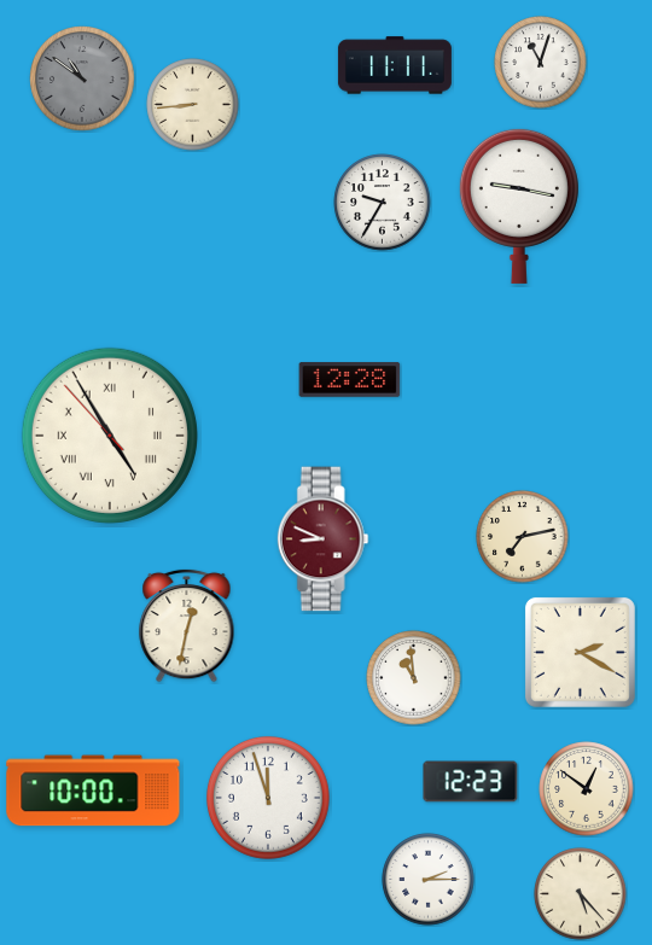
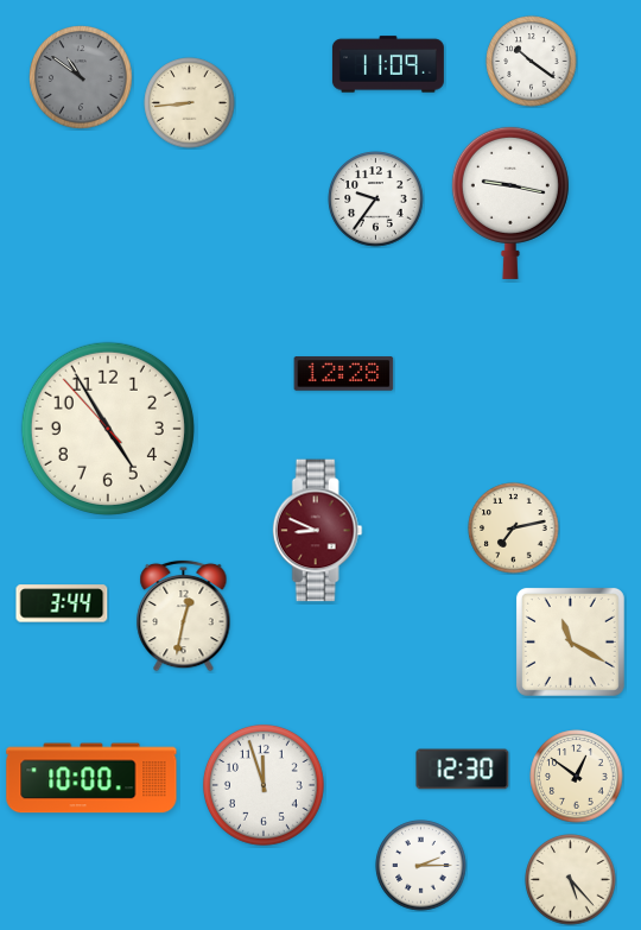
clock at (541, 63): 11:03 -> 10:21
clock at (395, 65): 11:11 -> 11:09
clock at (383, 203): 9:35 -> 9:36
clock at (110, 436) numerals: Roman -> Arabic
clock at (62, 603): none -> 3:44
clock at (580, 652): 2:20 -> 11:20
clock at (414, 678): 10:59 -> none
clock at (471, 782): 12:23 -> 12:30
